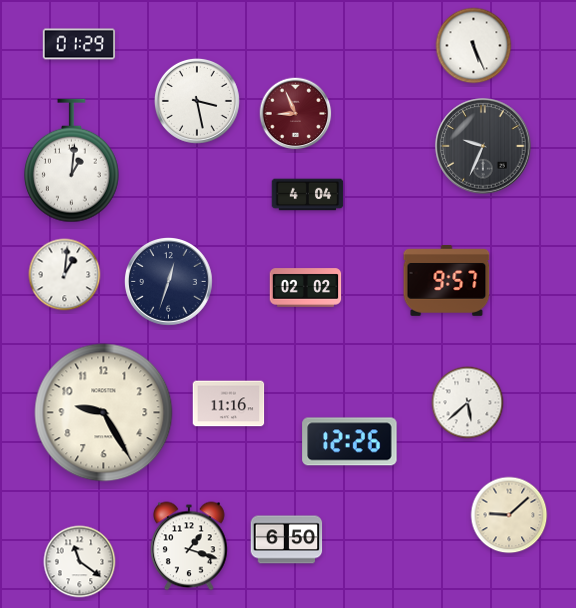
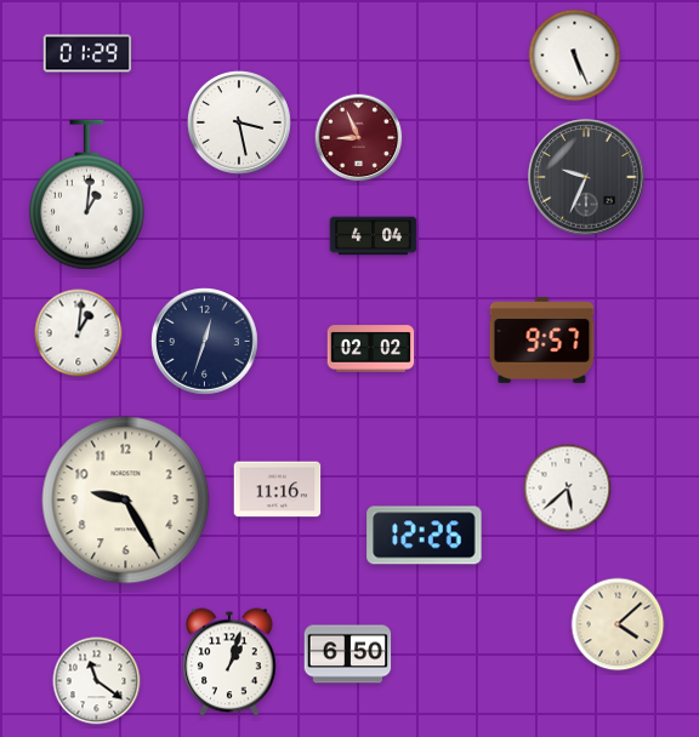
clock at (79, 44) position: (79, 44) -> (87, 53)
clock at (509, 515): 9:08 -> 4:08
clock at (189, 546): 1:18 -> 1:03
